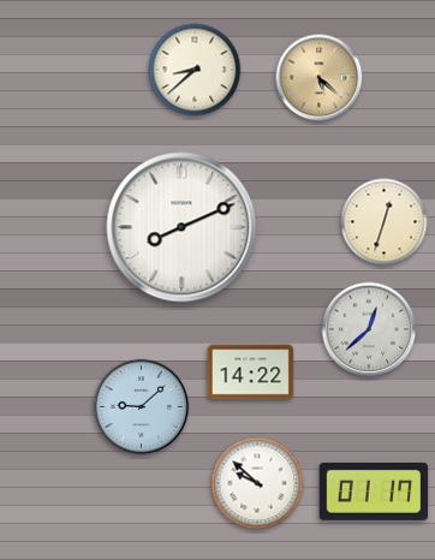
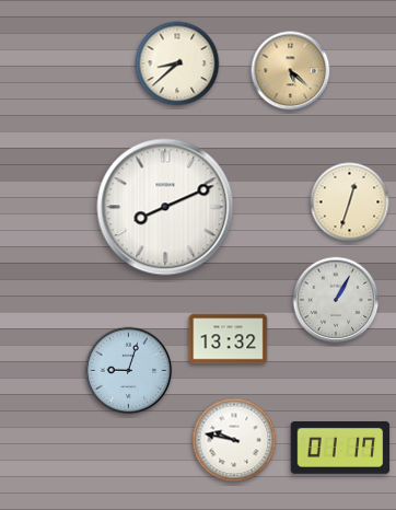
clock at (369, 329): 12:38 -> 1:05
clock at (251, 373): 14:22 -> 13:32
clock at (142, 407): 9:08 -> 9:03
clock at (257, 483): 9:52 -> 9:47
